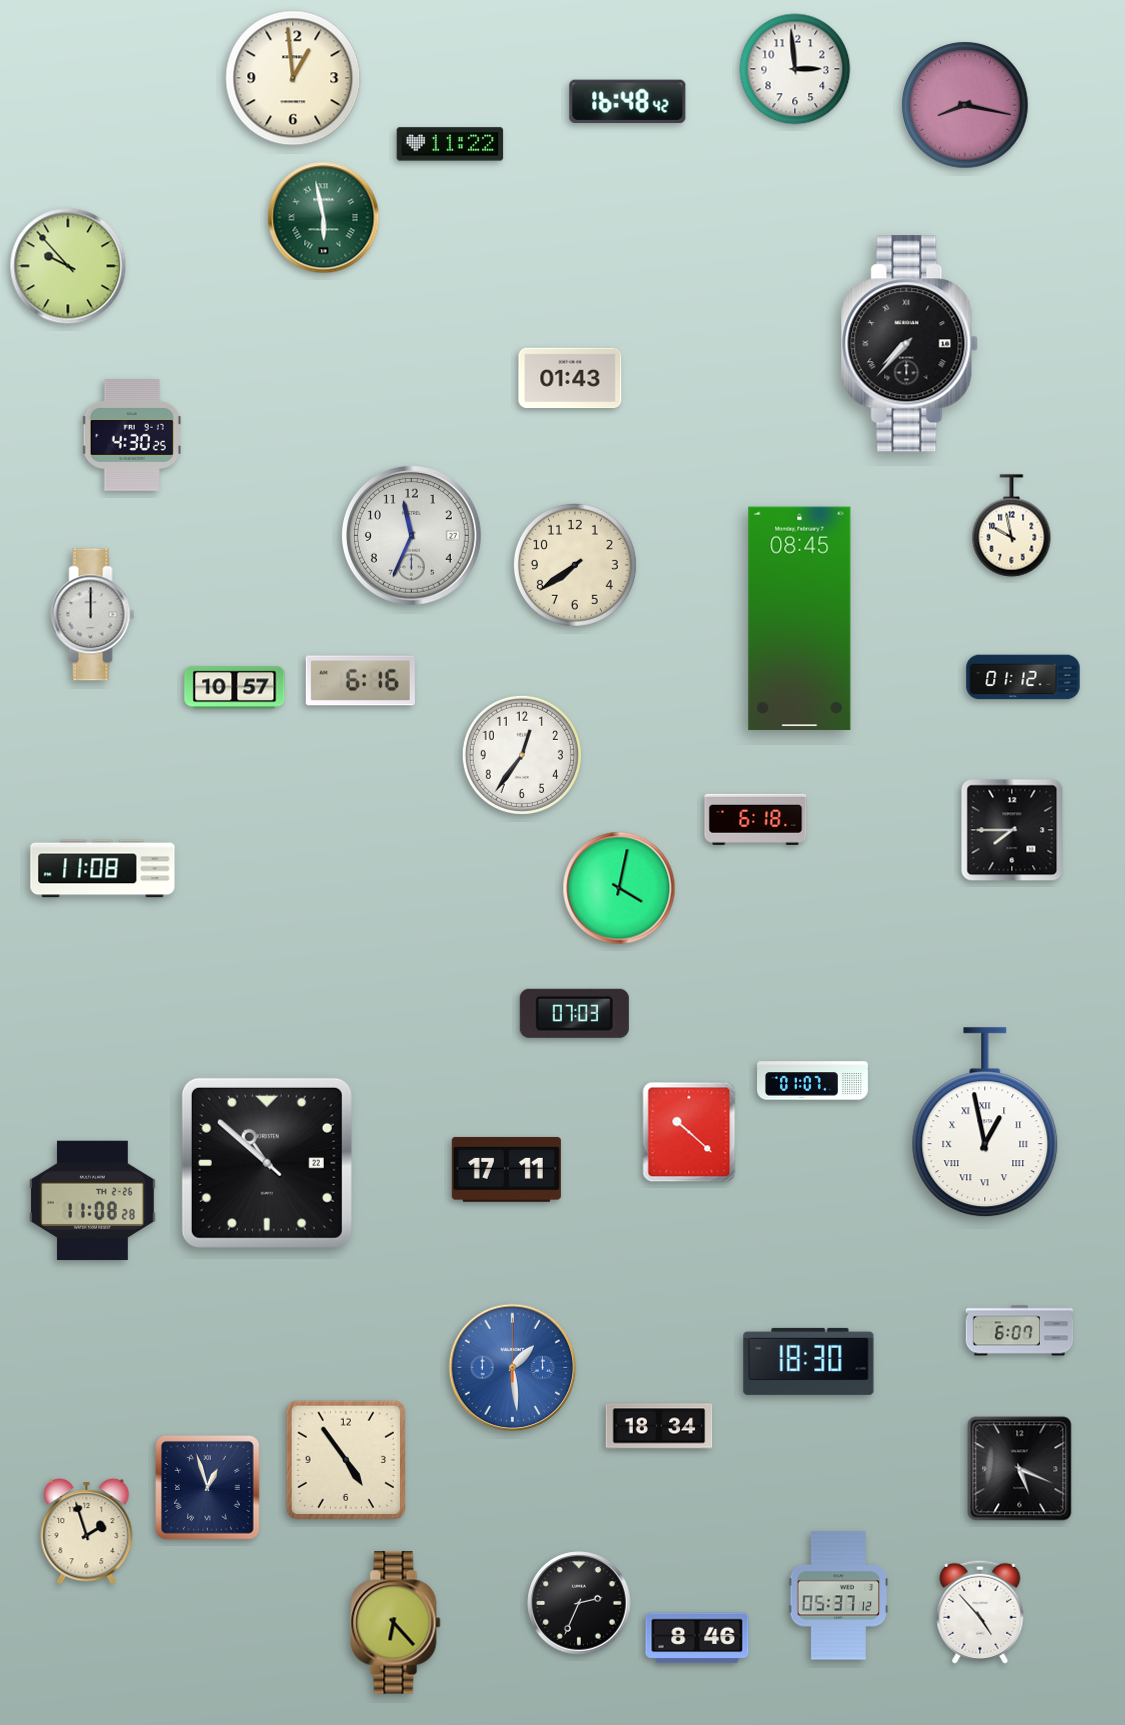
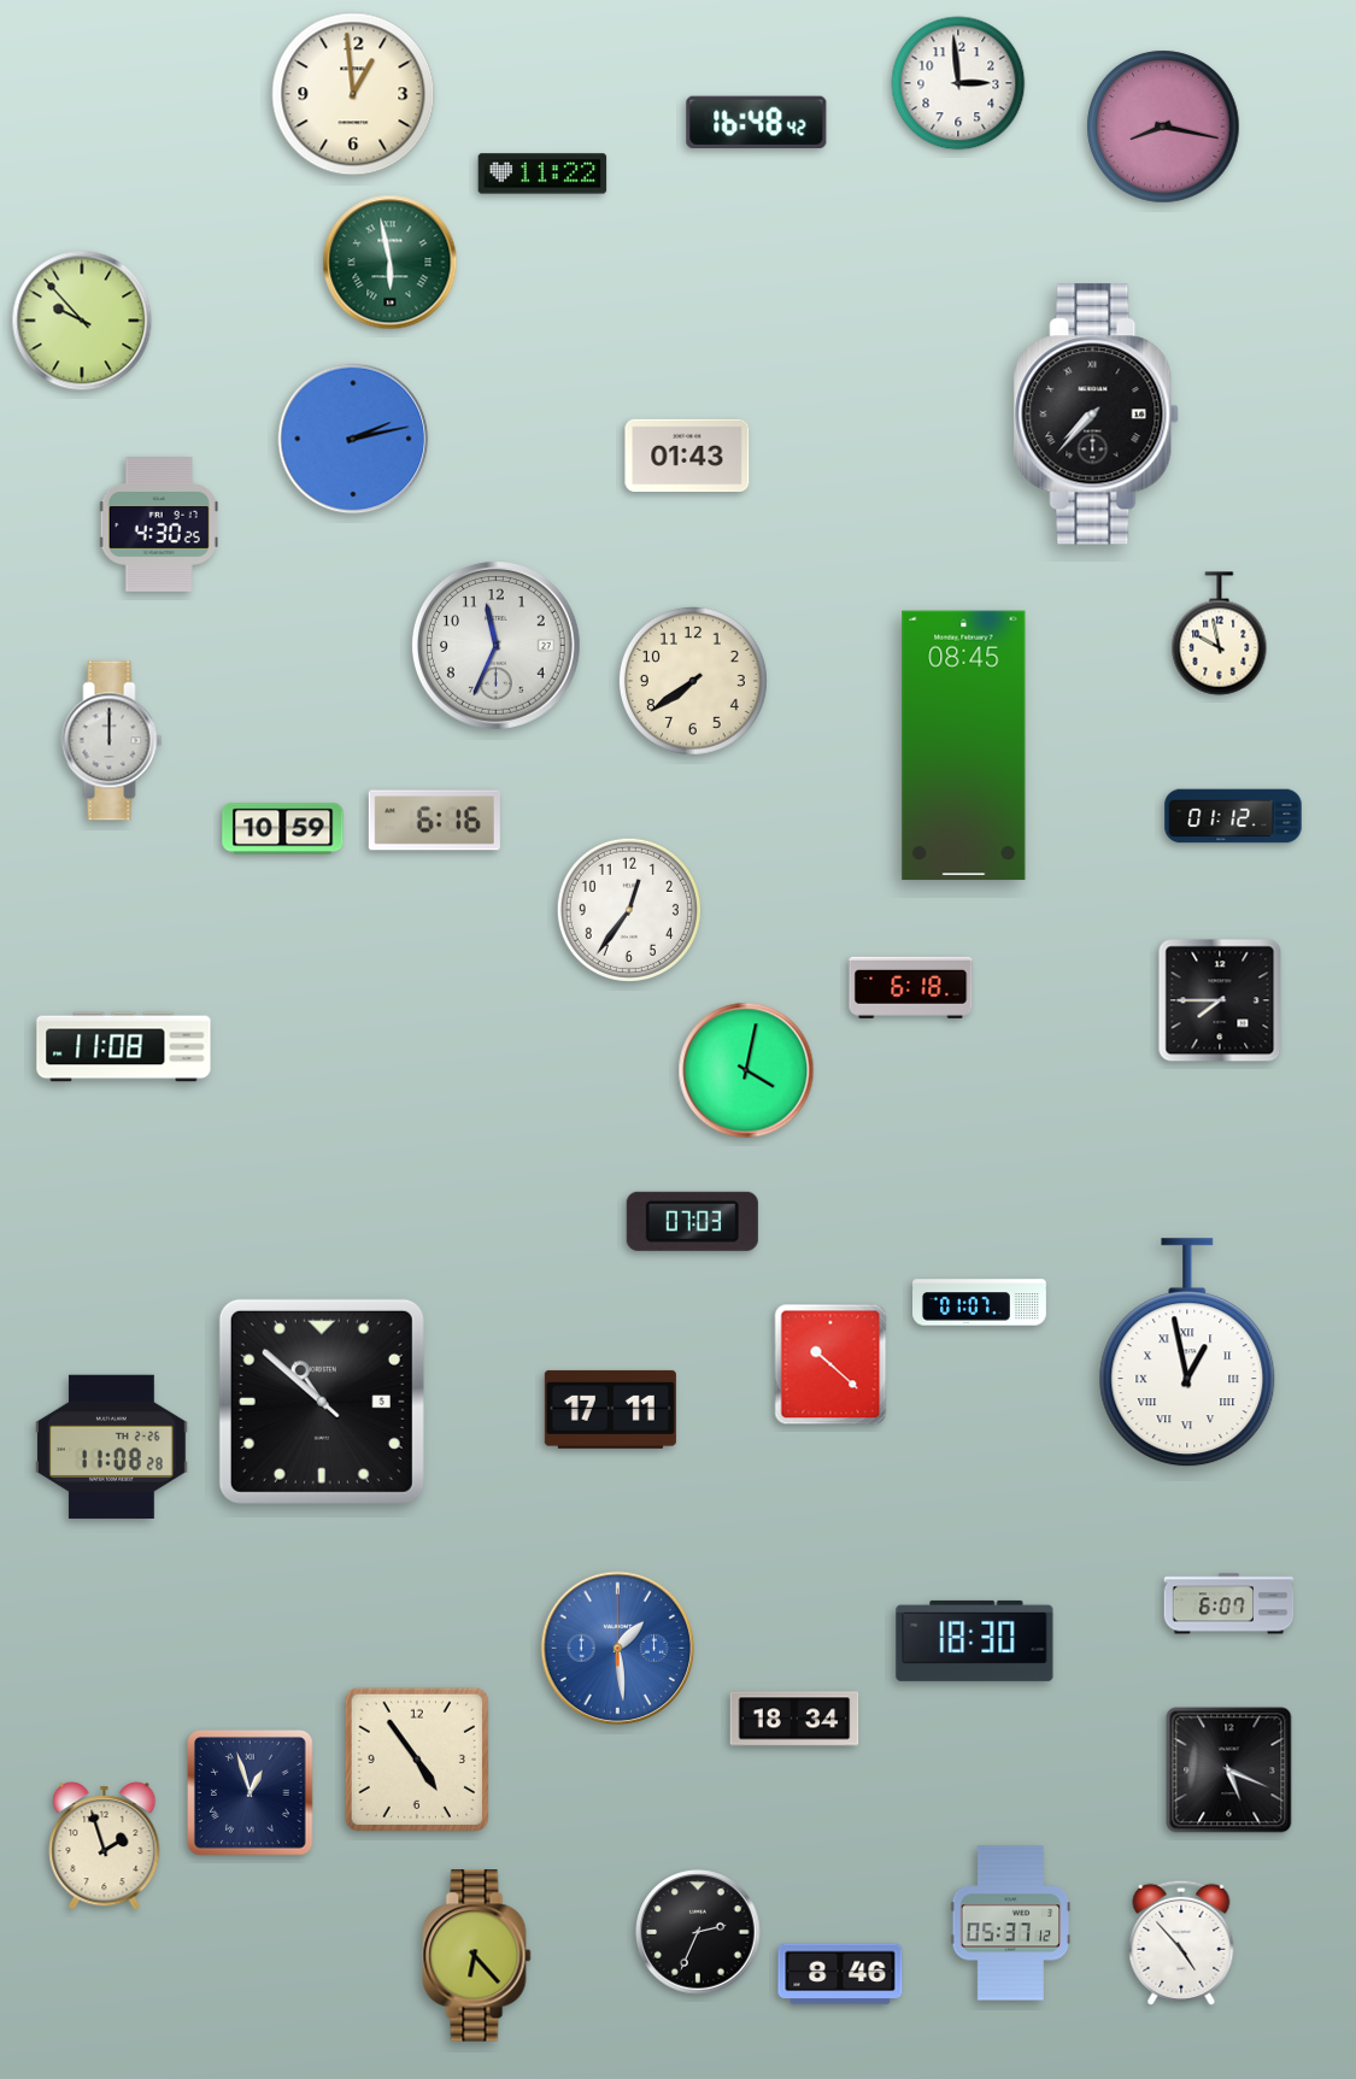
clock at (353, 439): none -> 2:13
clock at (235, 688): 10:57 -> 10:59
clock at (267, 1163) date: 22 -> 5
